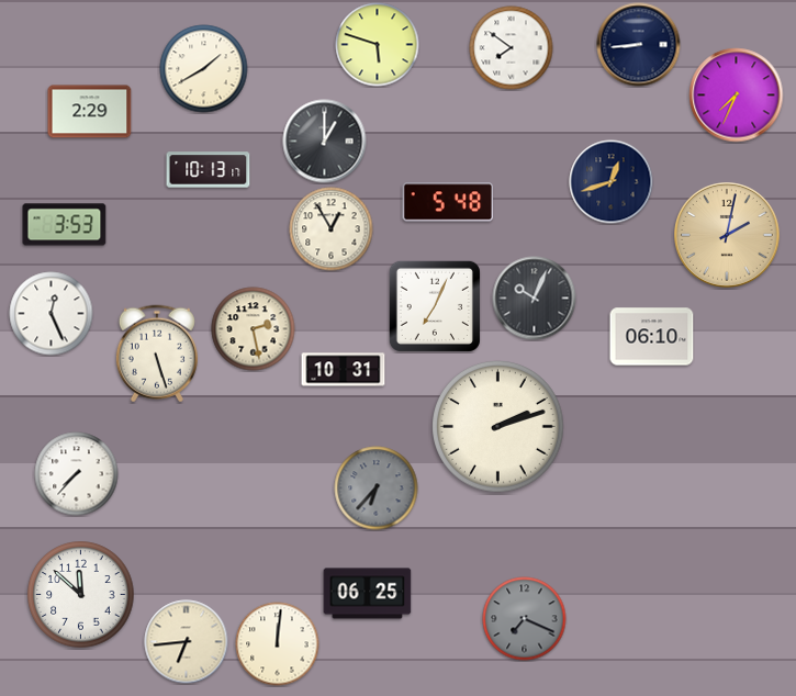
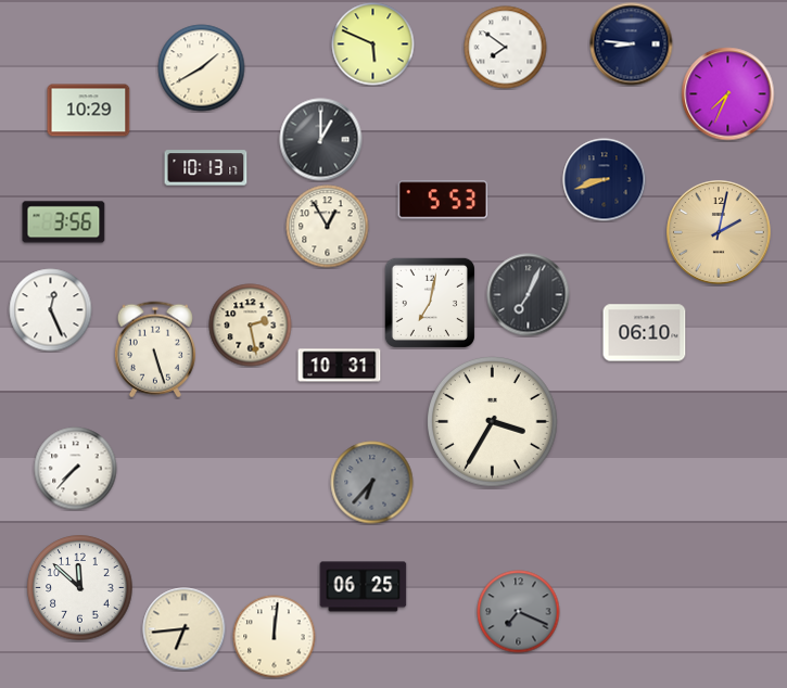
clock at (378, 45): 5:48 -> 5:49
clock at (639, 45): 8:44 -> 8:46
clock at (90, 112): 2:29 -> 10:29
clock at (612, 182): 12:42 -> 8:42
clock at (448, 202): 5:48 -> 5:53
clock at (65, 225): 3:53 -> 3:56
clock at (535, 299): 10:04 -> 7:04
clock at (435, 306): 7:04 -> 7:02
clock at (498, 427): 2:12 -> 3:35
clock at (187, 642) position: (187, 642) -> (185, 629)
